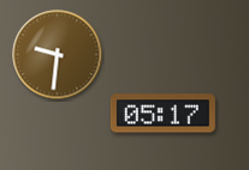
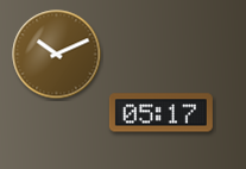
clock at (58, 55): 9:31 -> 10:11
